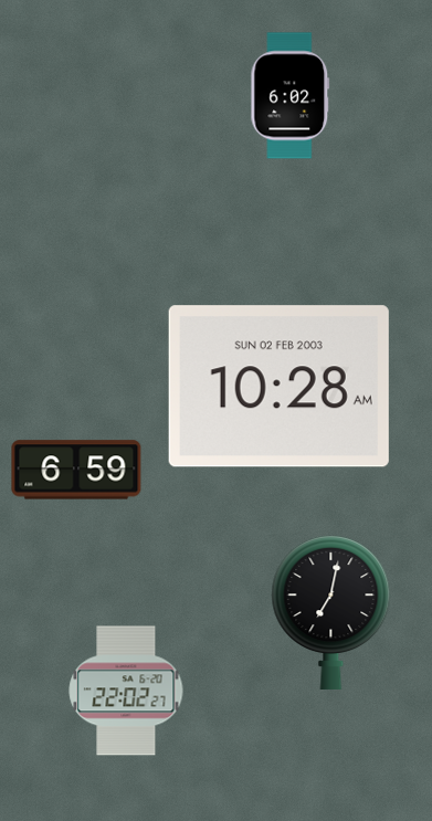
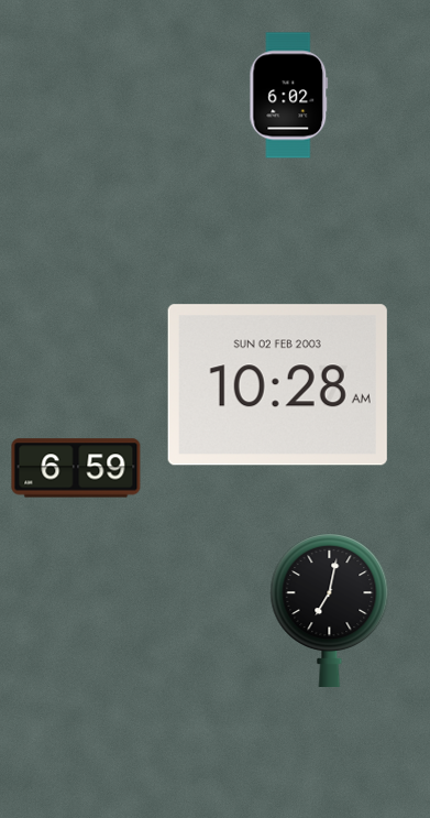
clock at (126, 691): 22:02 -> none
